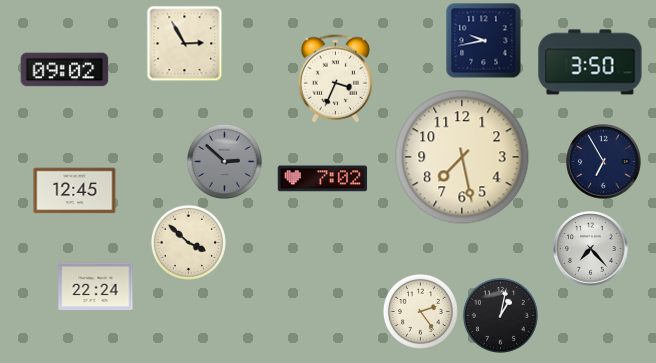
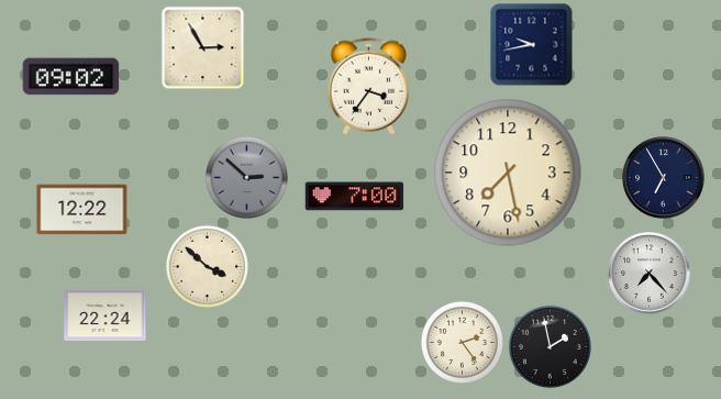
clock at (590, 62): 3:50 -> none
clock at (336, 79): 3:34 -> 3:36
clock at (323, 179): 7:02 -> 7:00
clock at (75, 191): 12:45 -> 12:22
clock at (500, 315): 1:02 -> 1:58
